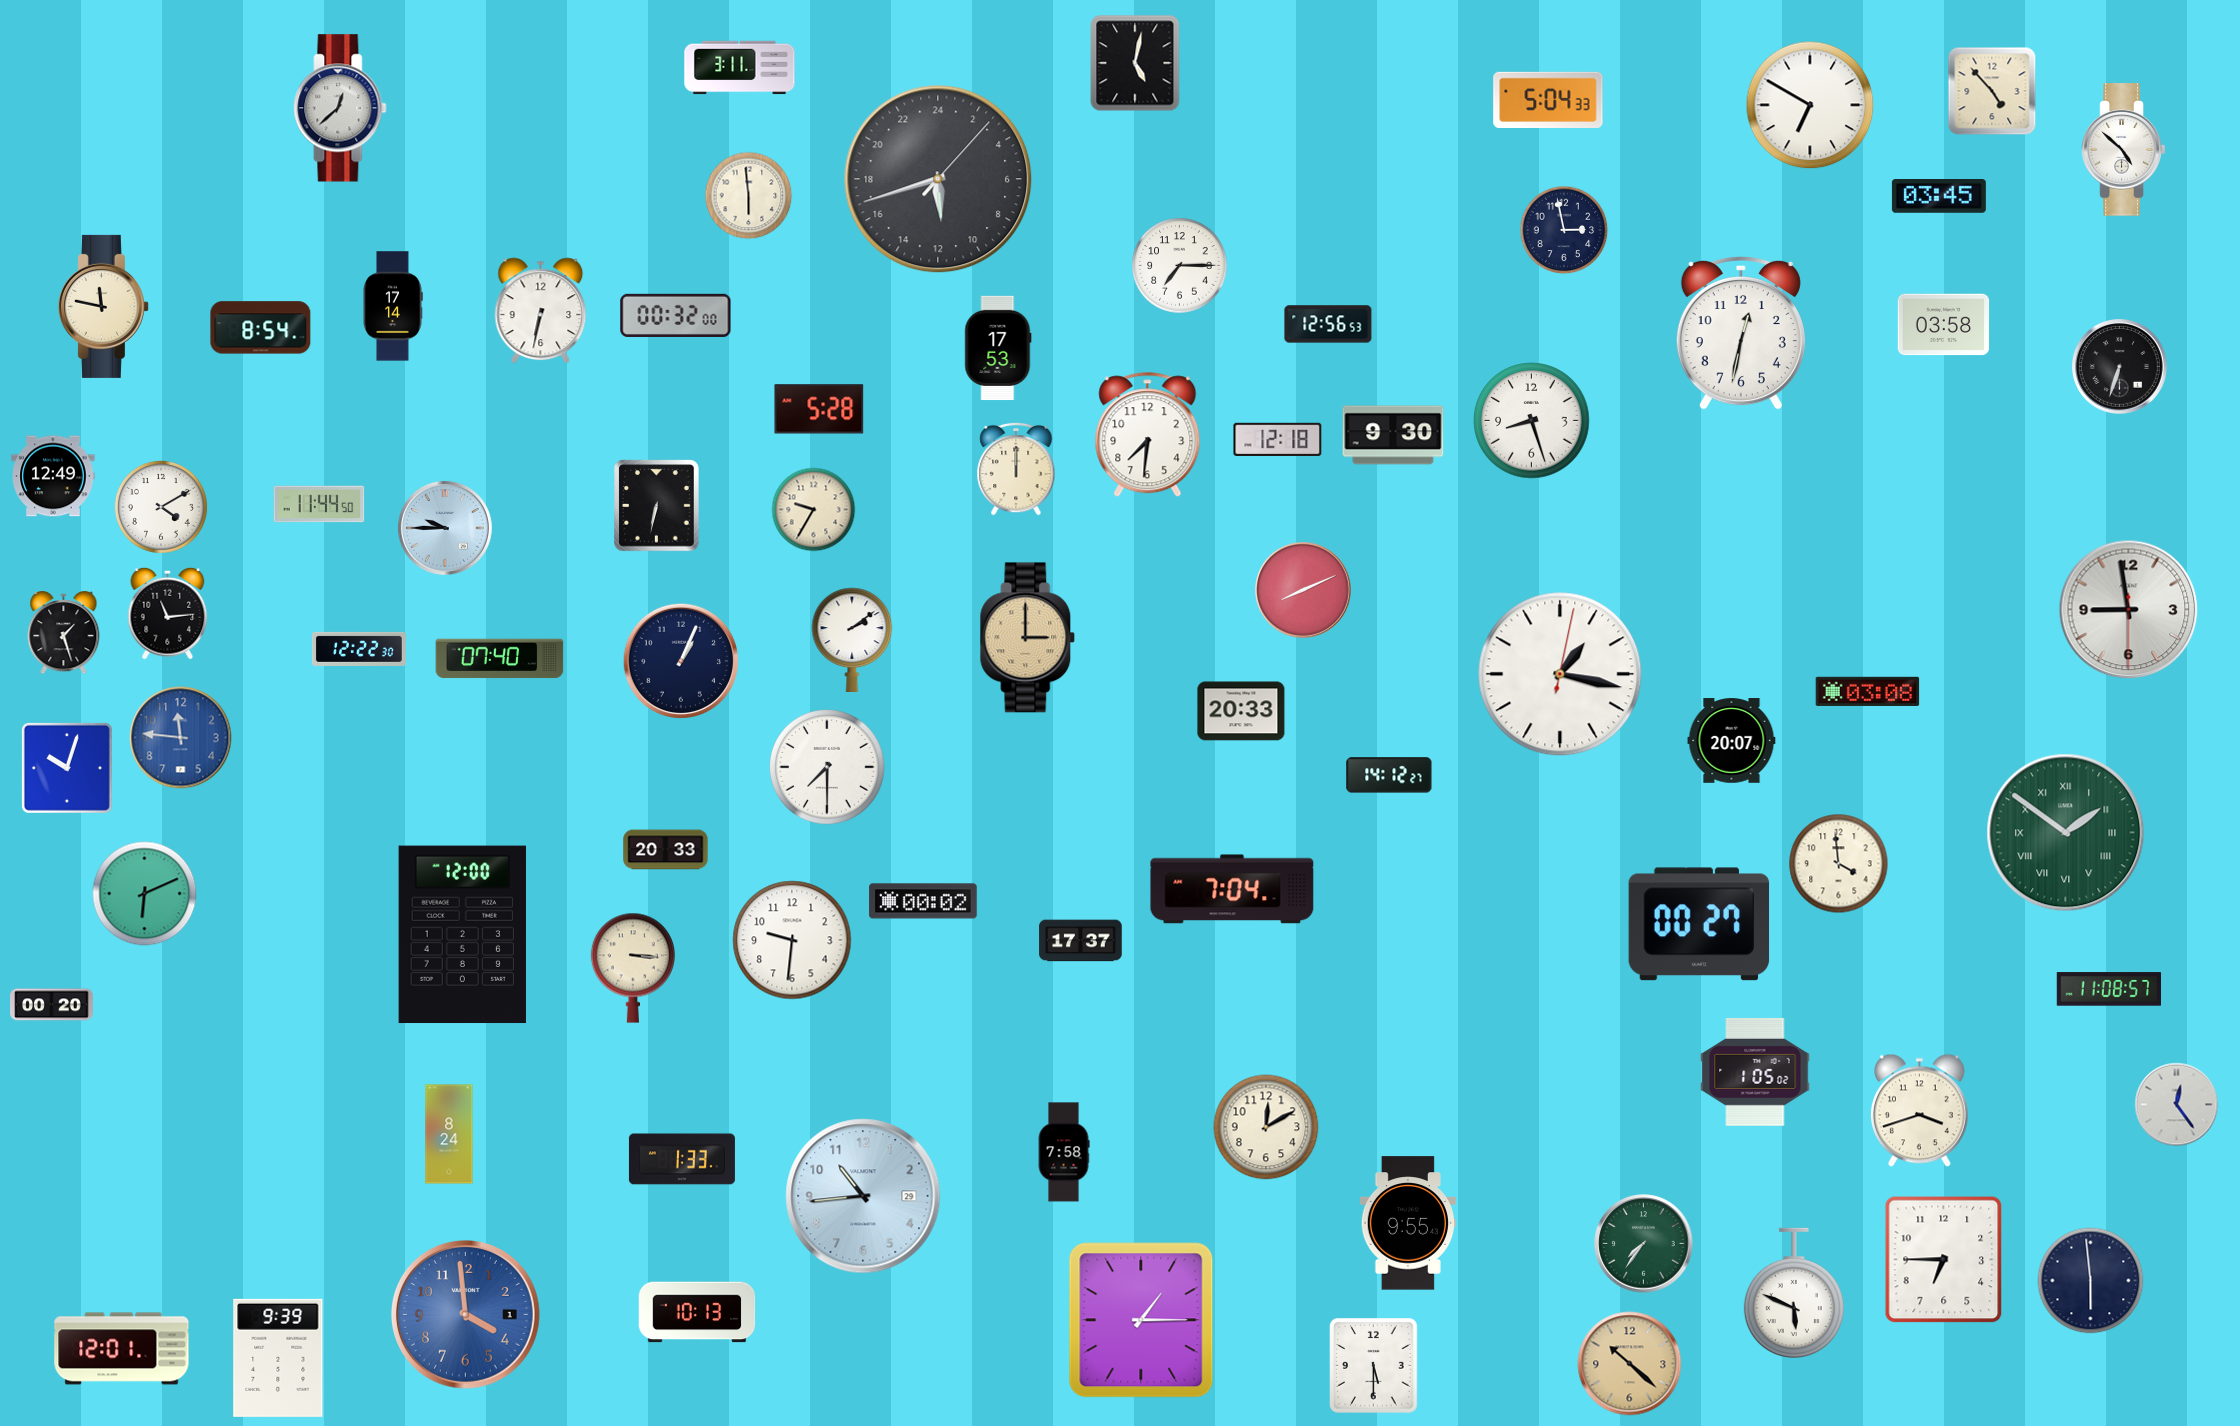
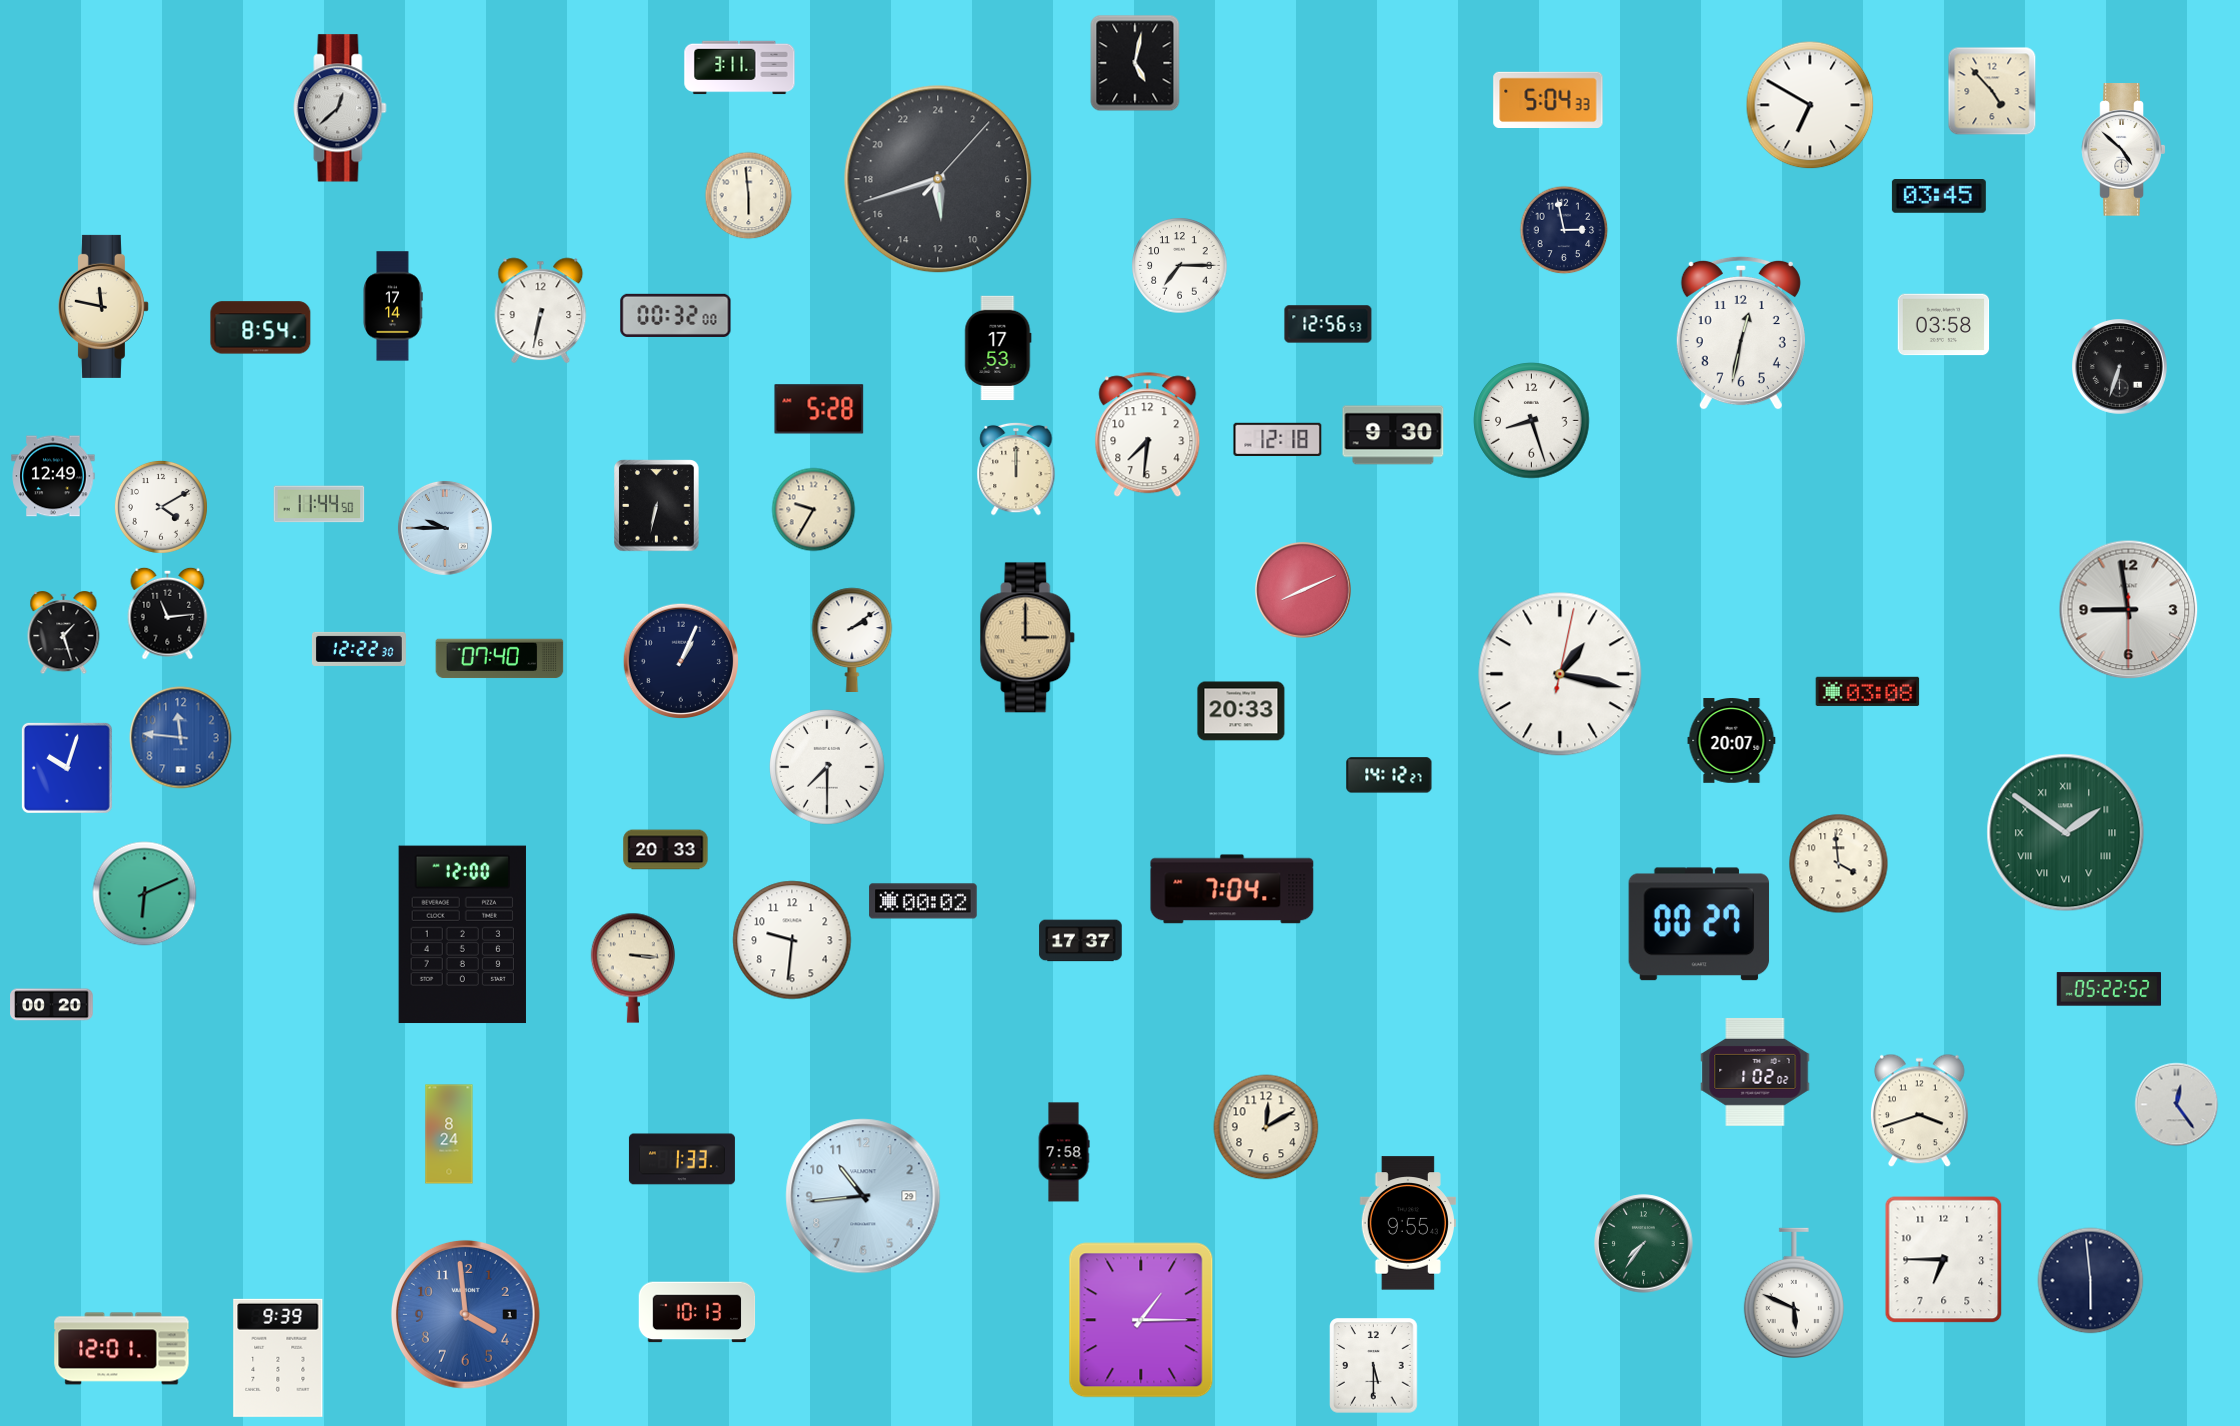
clock at (2108, 989): 11:08 -> 05:22
clock at (1755, 1072): 1:05 -> 1:02
clock at (1630, 1364): 10:22 -> none
